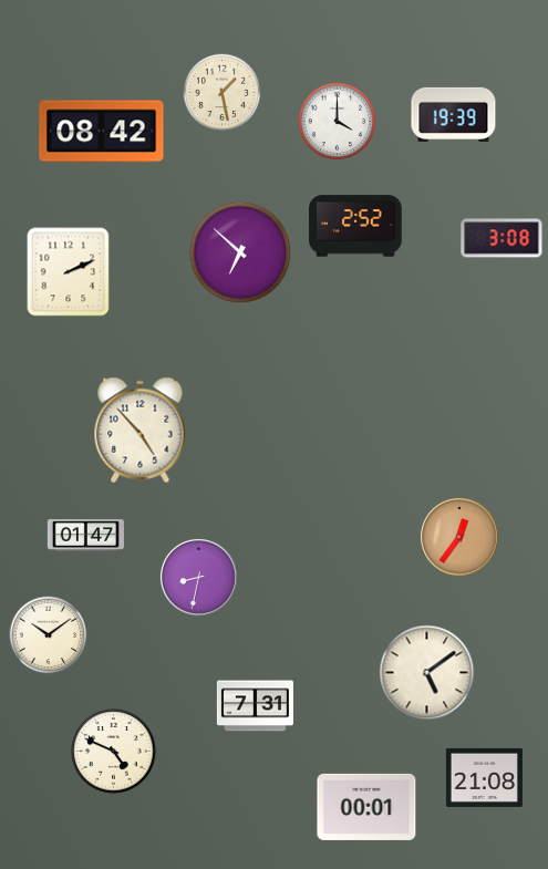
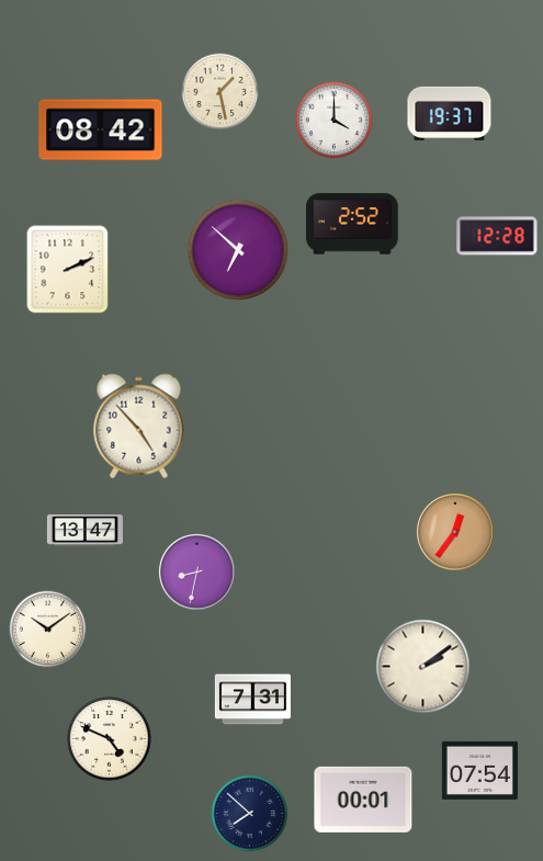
clock at (454, 114): 19:39 -> 19:37
clock at (502, 238): 3:08 -> 12:28
clock at (85, 536): 01:47 -> 13:47
clock at (427, 673): 5:09 -> 2:09
clock at (114, 752) position: (114, 752) -> (110, 739)
clock at (484, 777): 21:08 -> 07:54
clock at (250, 814): none -> 7:52
